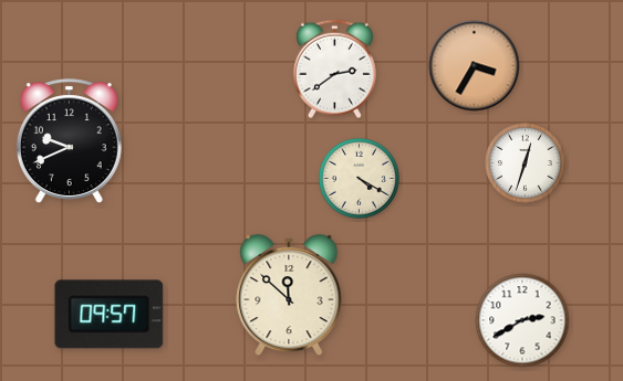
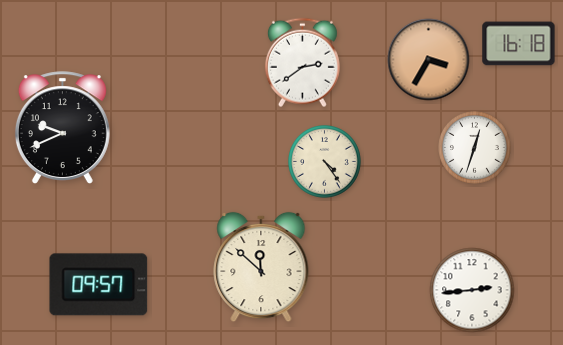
clock at (519, 44): none -> 16:18
clock at (360, 179): 4:20 -> 4:24
clock at (522, 320): 2:40 -> 2:44
